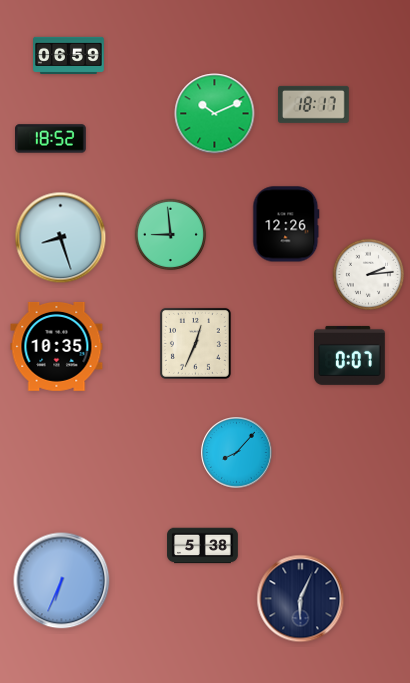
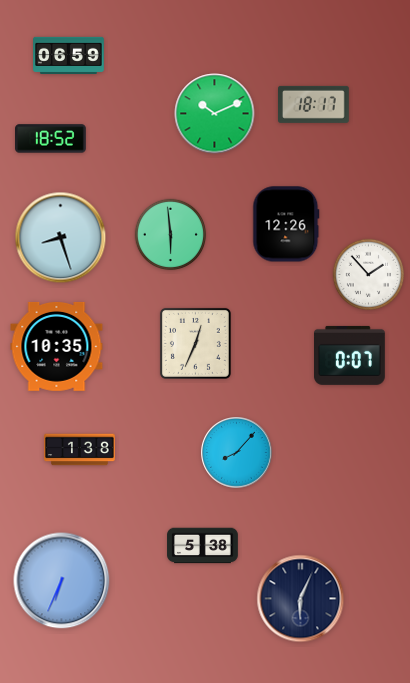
clock at (171, 235): 8:59 -> 5:59
clock at (369, 275): 2:14 -> 1:53
clock at (80, 450): none -> 1:38
